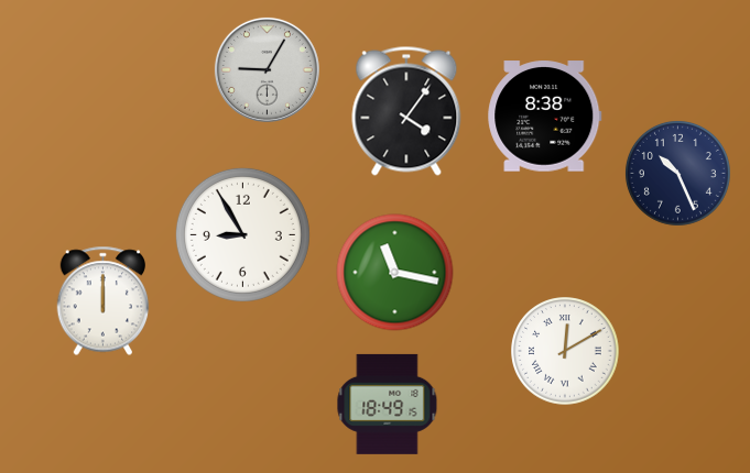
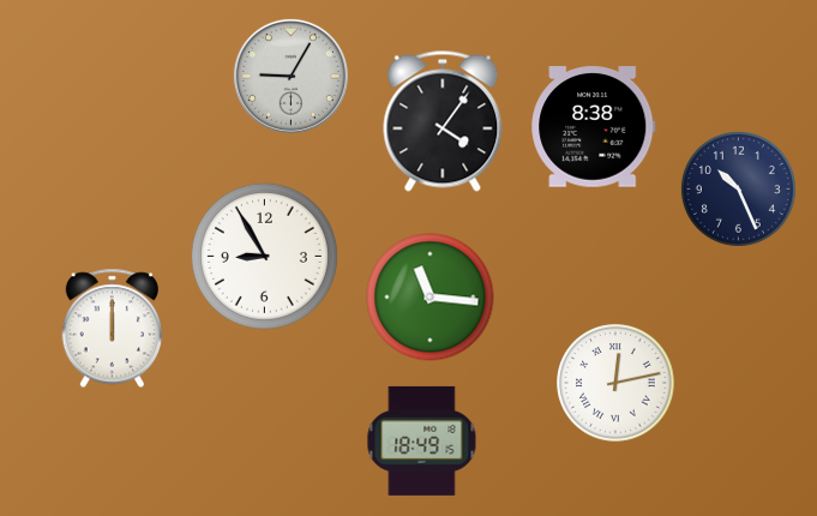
clock at (395, 273): 11:17 -> 11:16
clock at (565, 351): 12:10 -> 12:13
